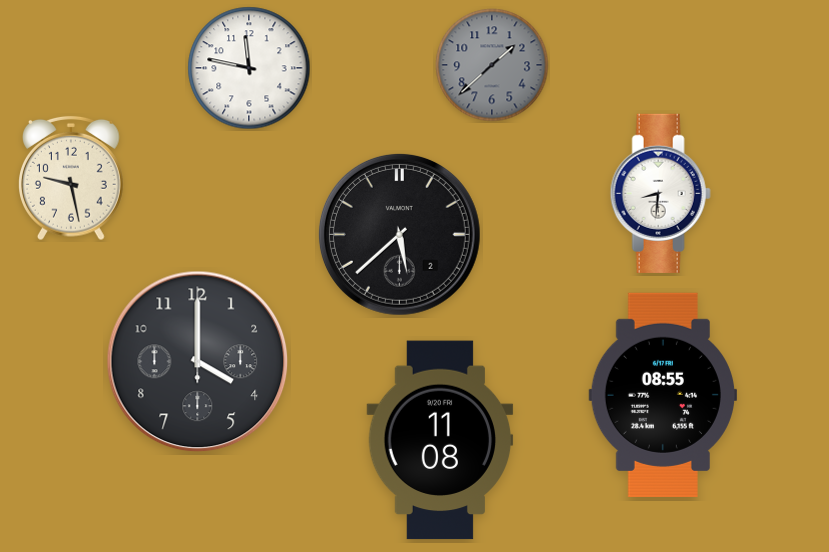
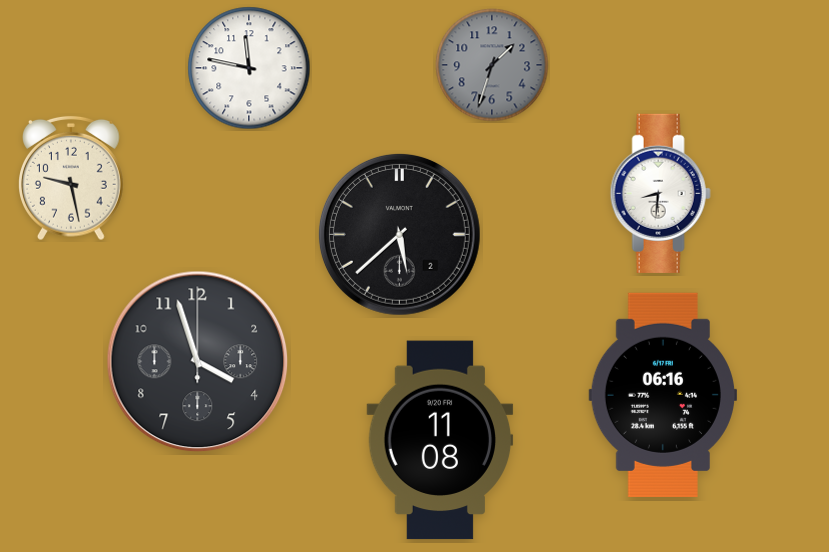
clock at (492, 65): 1:38 -> 1:33
clock at (198, 362): 4:00 -> 3:57
clock at (662, 395): 08:55 -> 06:16
